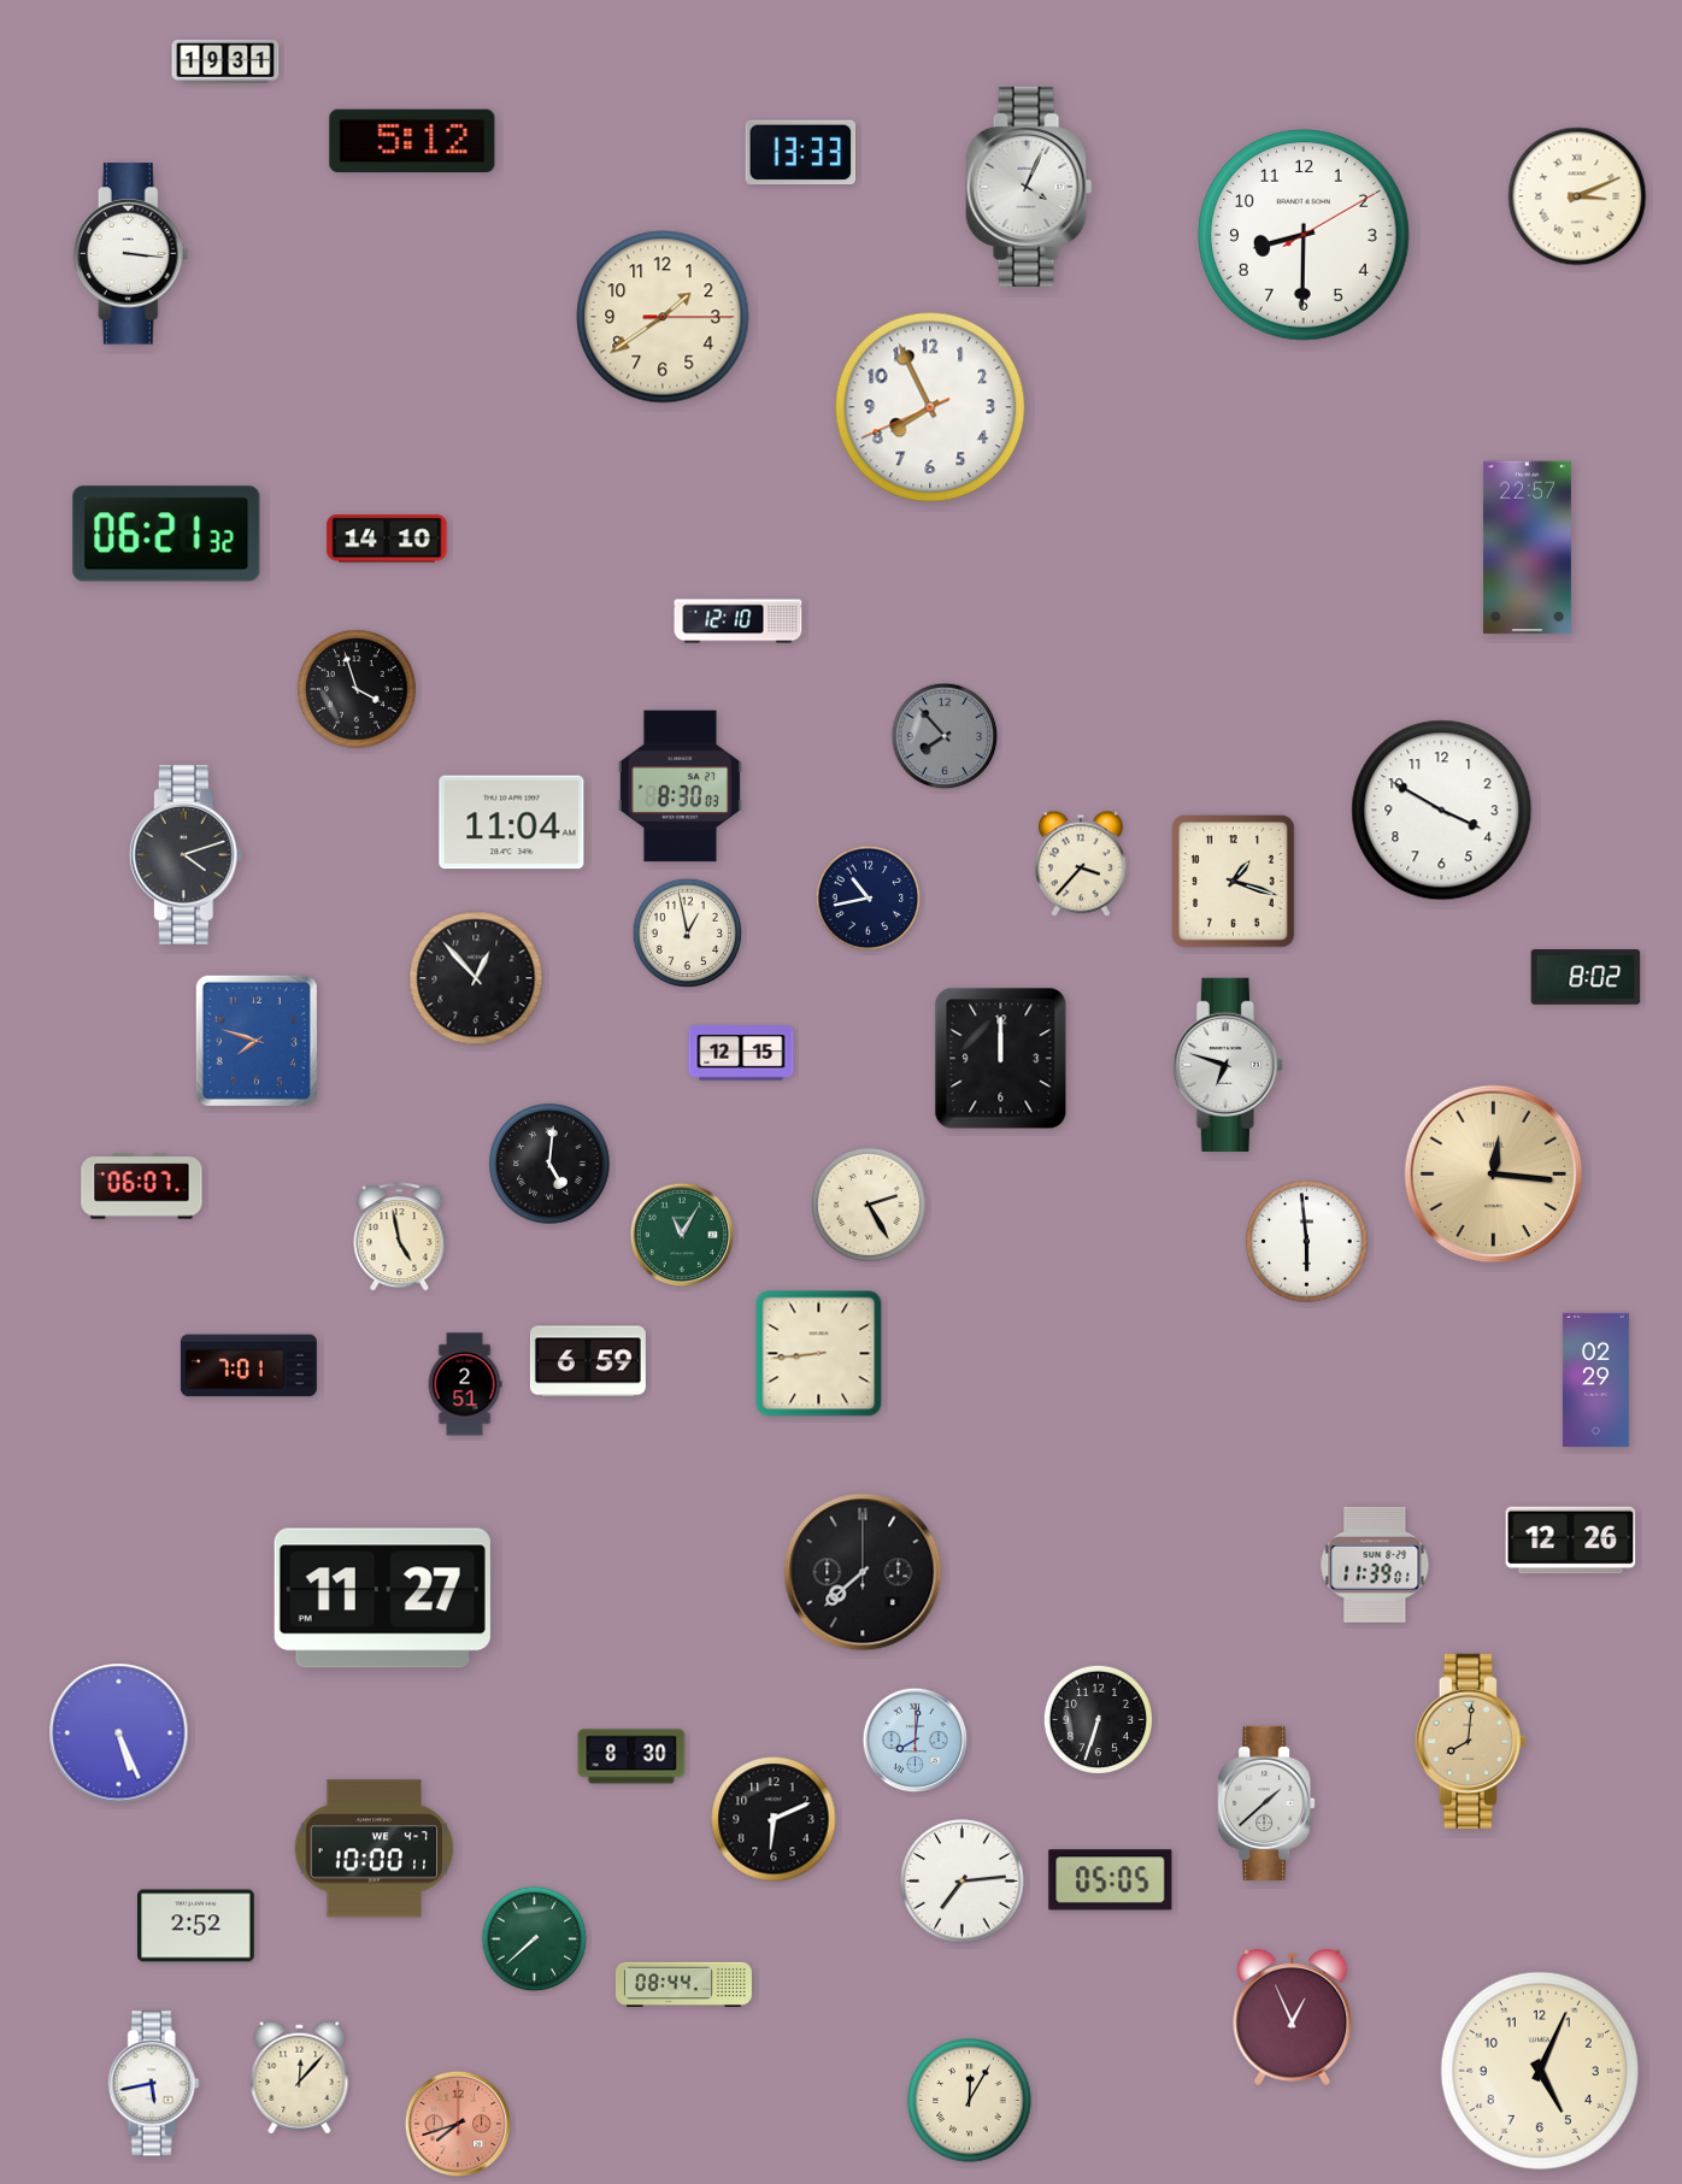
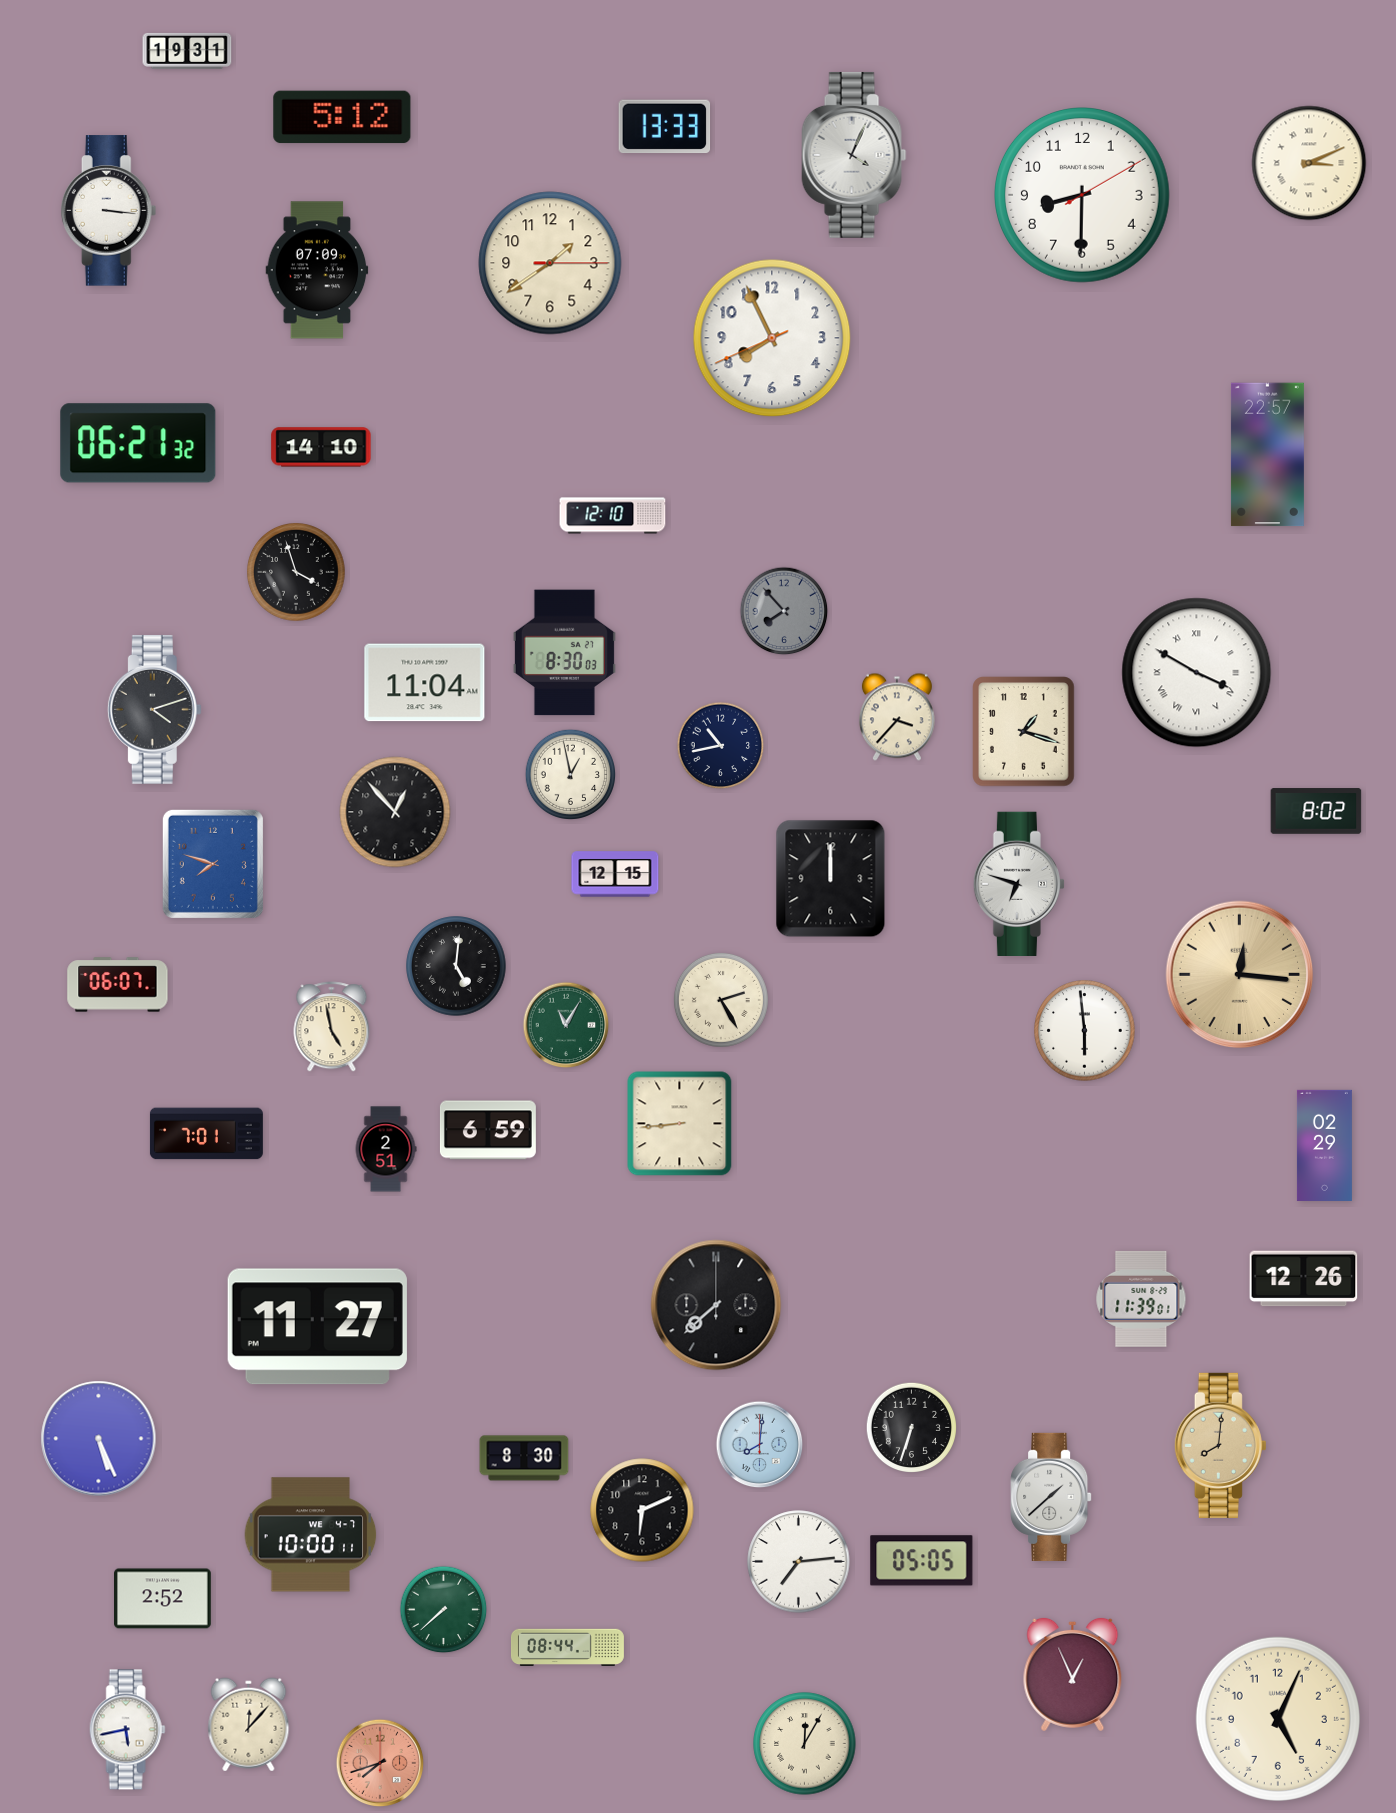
clock at (317, 270): none -> 07:09
clock at (1442, 811) numerals: Arabic -> Roman
